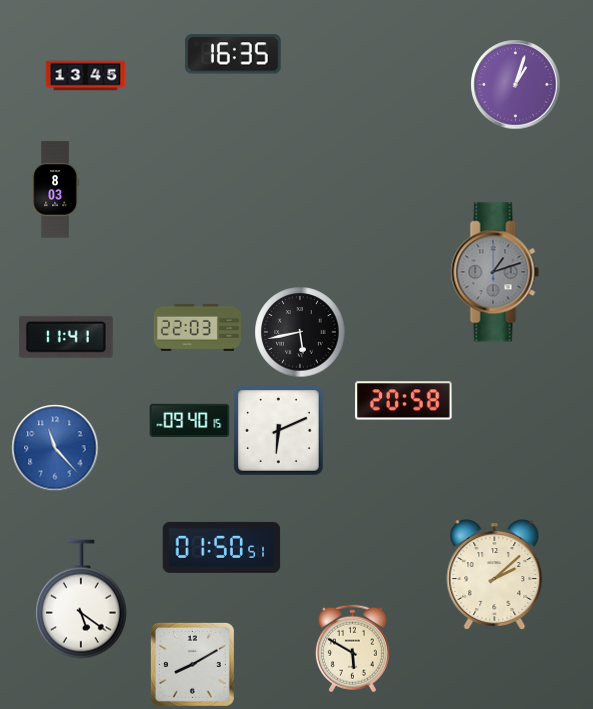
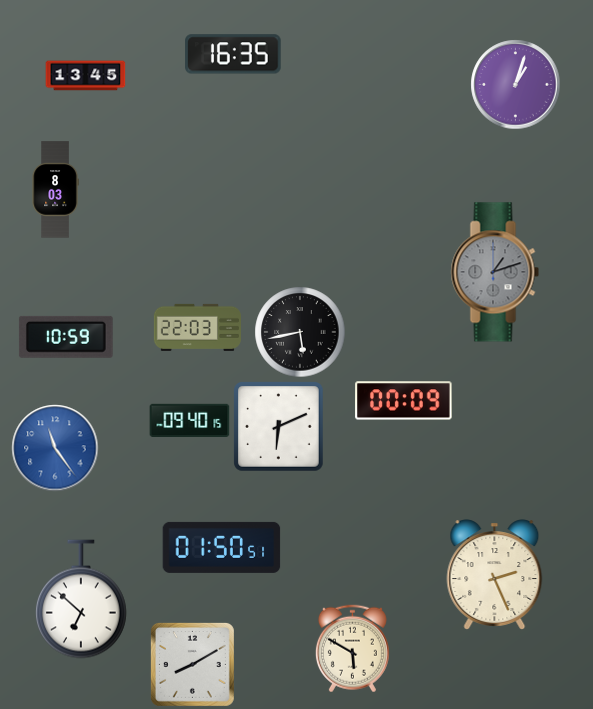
clock at (66, 337): 11:41 -> 10:59
clock at (404, 401): 20:58 -> 00:09
clock at (279, 431) position: (279, 431) -> (279, 427)
clock at (55, 448): 11:23 -> 11:24
clock at (495, 575): 2:08 -> 2:26
clock at (81, 599): 5:21 -> 6:52
